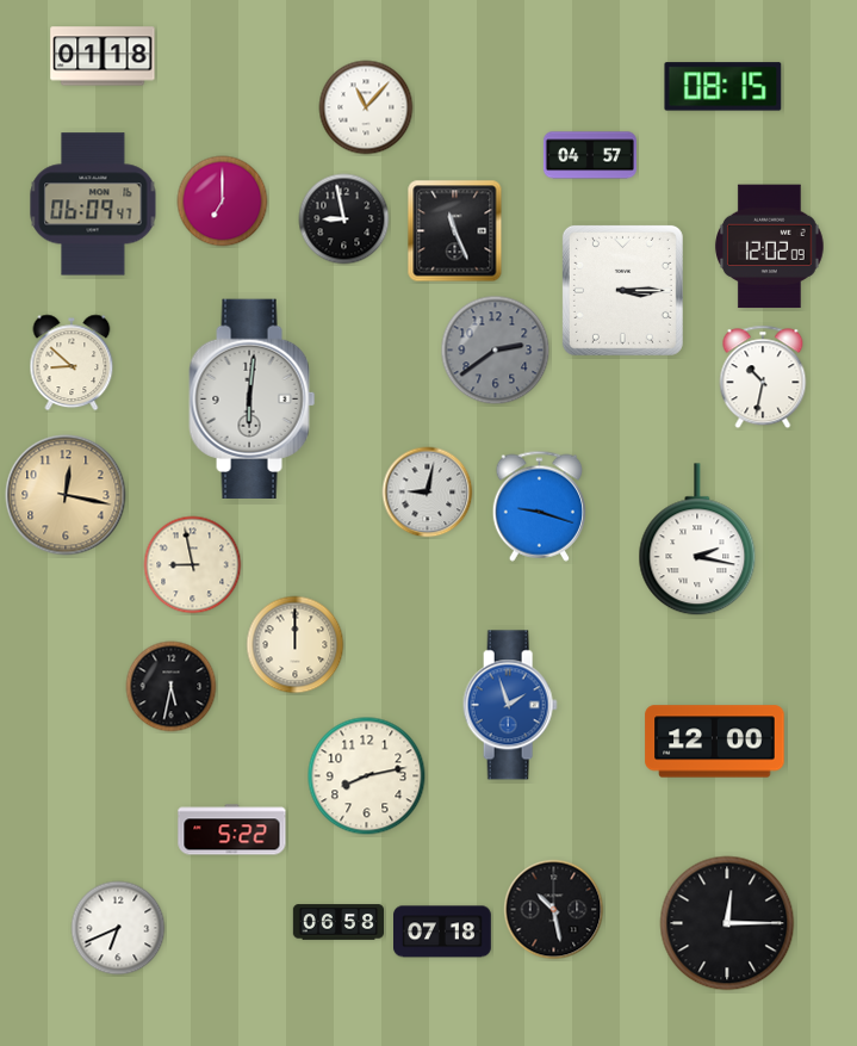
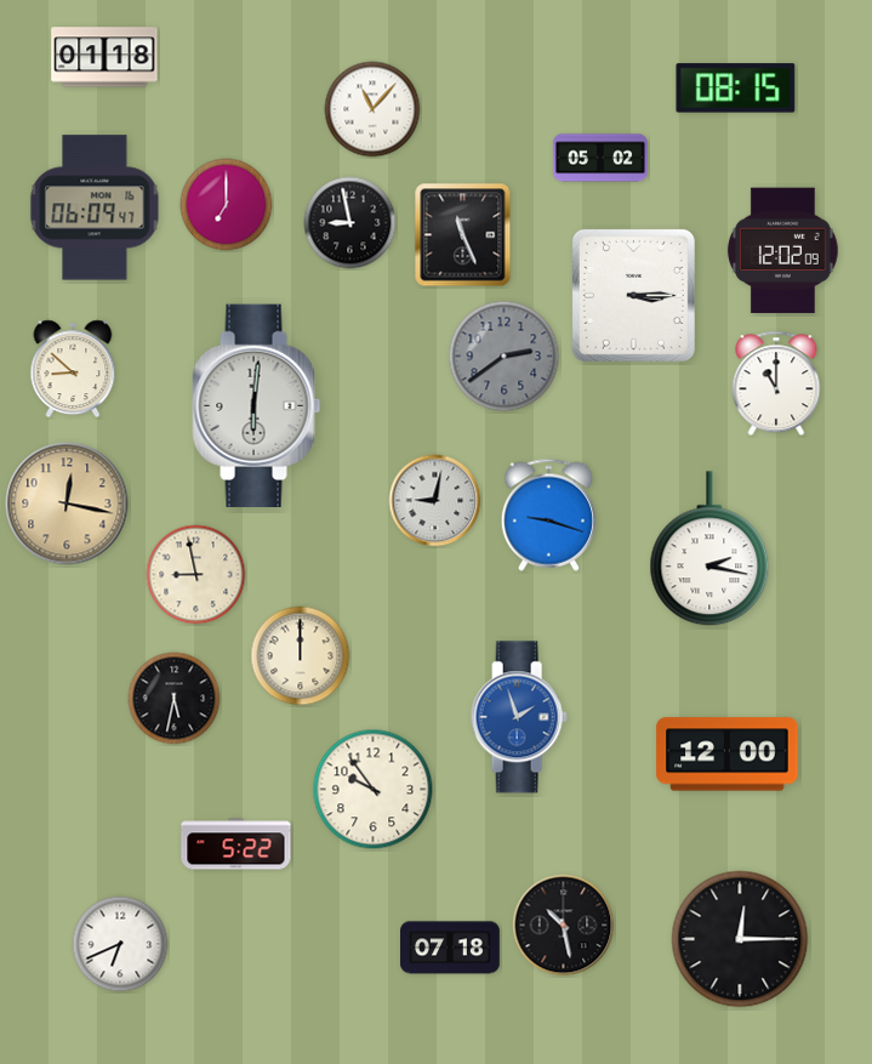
clock at (590, 155): 04:57 -> 05:02
clock at (763, 377): 10:32 -> 11:00
clock at (367, 776): 8:13 -> 9:54
clock at (337, 922): 06:58 -> none
